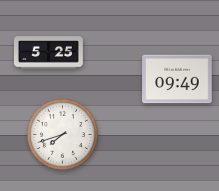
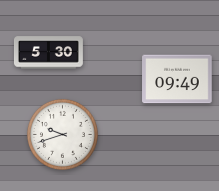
clock at (48, 53): 5:25 -> 5:30
clock at (62, 134): 7:42 -> 9:42
